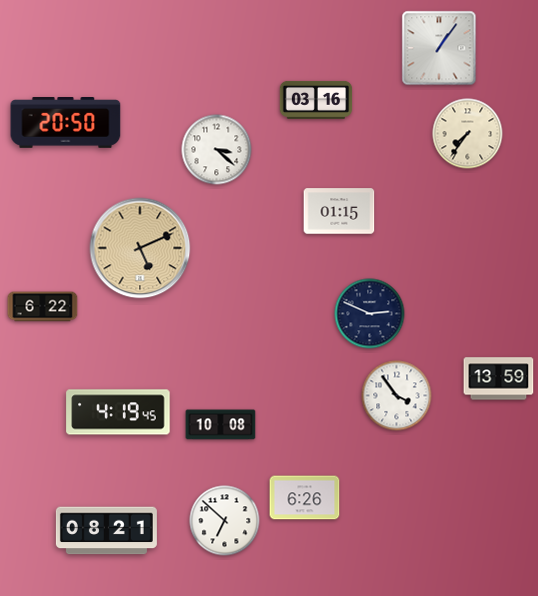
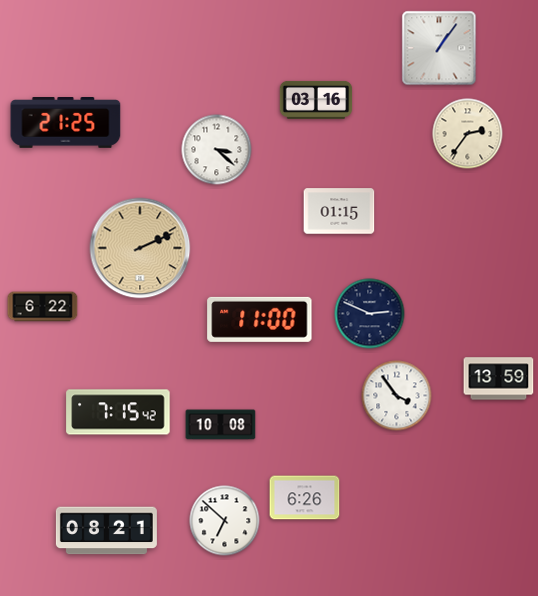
clock at (66, 123): 20:50 -> 21:25
clock at (468, 134): 7:36 -> 2:36
clock at (140, 248): 5:11 -> 2:11
clock at (260, 319): none -> 11:00
clock at (118, 412): 4:19 -> 7:15
